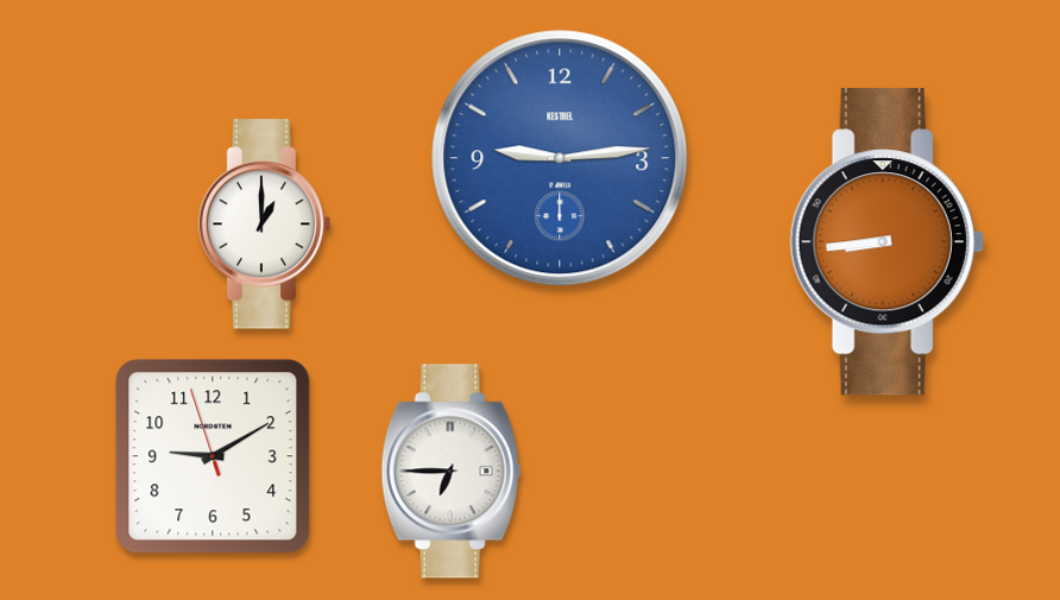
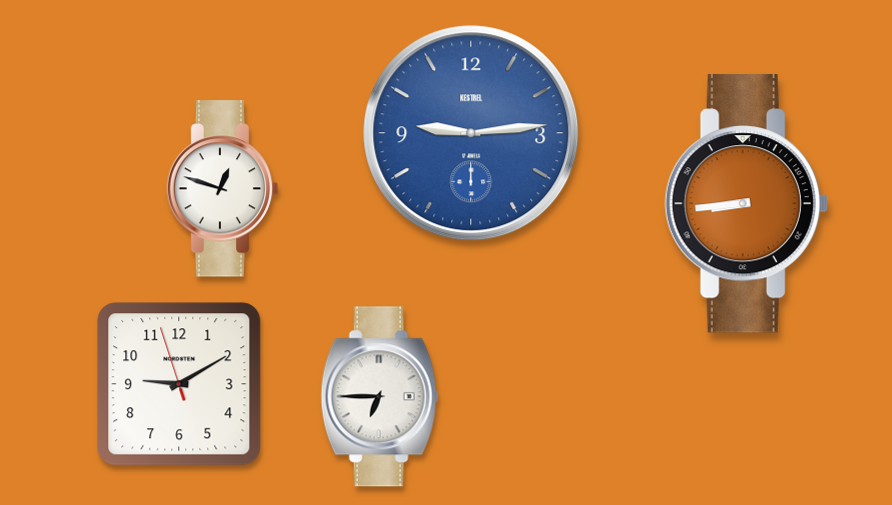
clock at (265, 225): 1:00 -> 12:48
